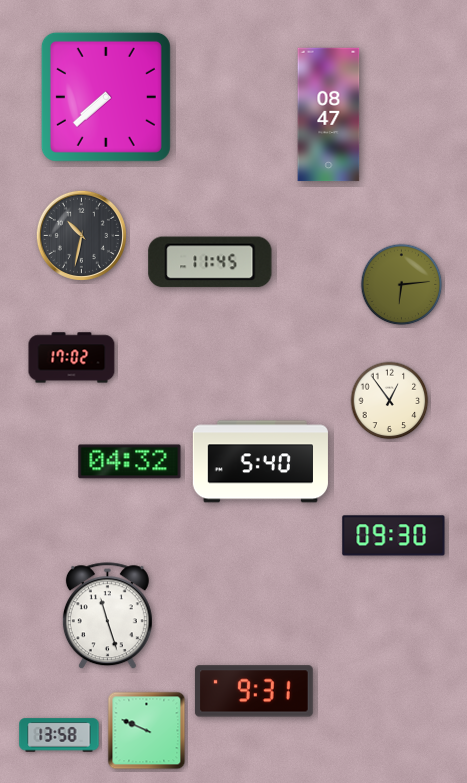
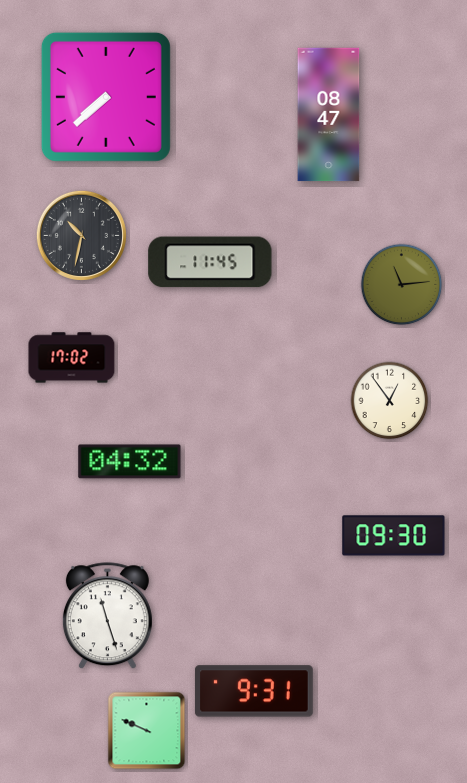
clock at (402, 285): 6:14 -> 11:14
clock at (260, 462): 5:40 -> none
clock at (59, 735): 13:58 -> none
